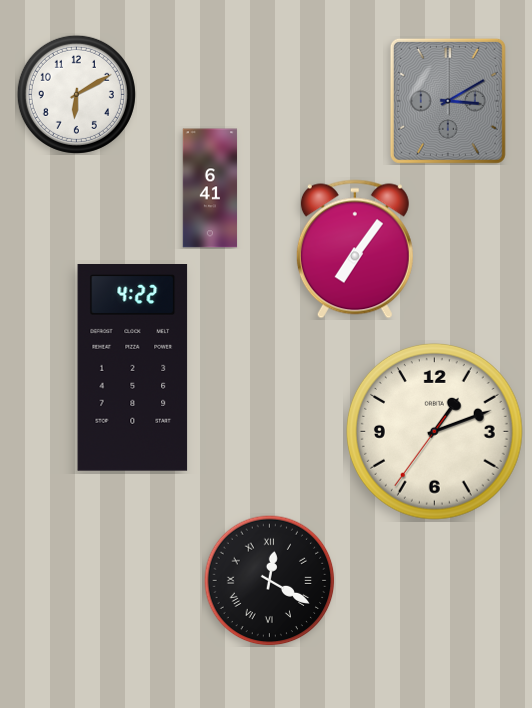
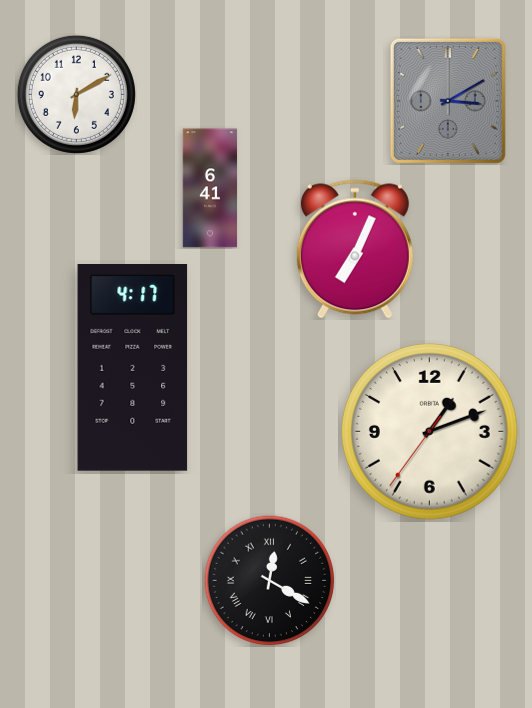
clock at (355, 249): 7:06 -> 7:04
clock at (133, 368): 4:22 -> 4:17
clock at (434, 431) position: (434, 431) -> (429, 431)
